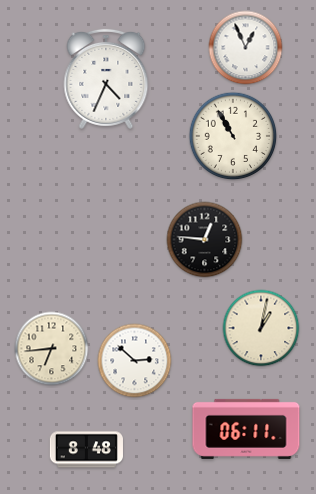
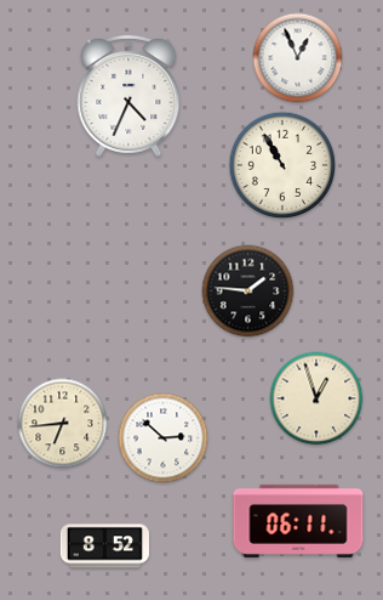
clock at (205, 240): 12:46 -> 1:46
clock at (261, 328): 1:02 -> 12:57
clock at (86, 450): 8:48 -> 8:52
